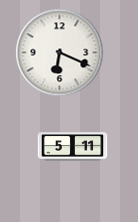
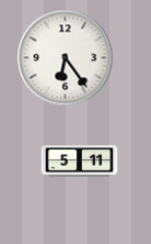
clock at (60, 53): 6:19 -> 6:24
